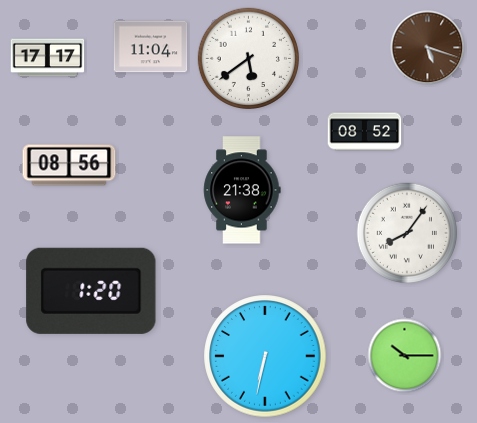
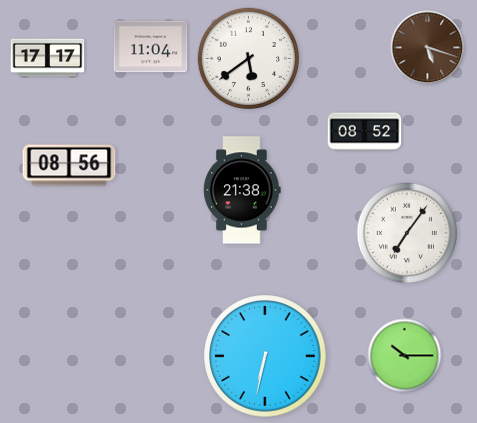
clock at (406, 232): 8:06 -> 7:06
clock at (91, 291): 1:20 -> none
